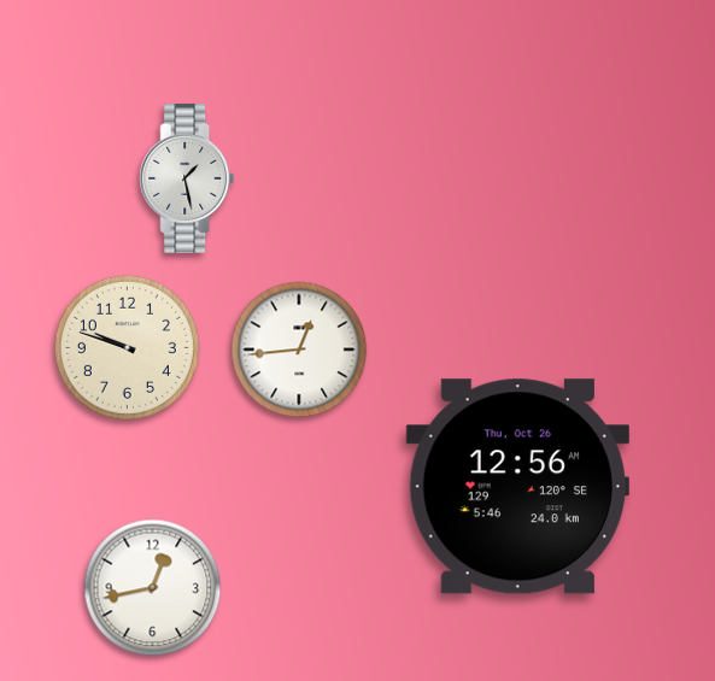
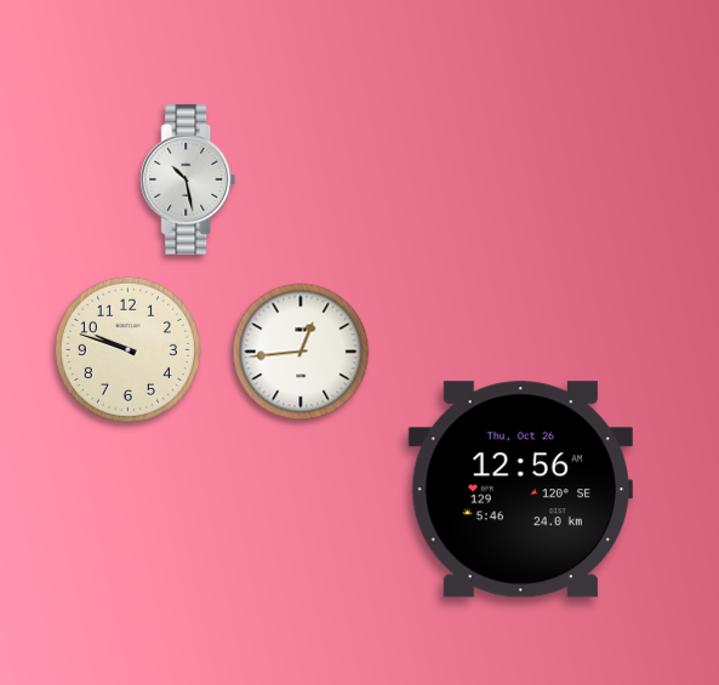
clock at (187, 178): 1:28 -> 10:28
clock at (153, 588): 12:43 -> none
